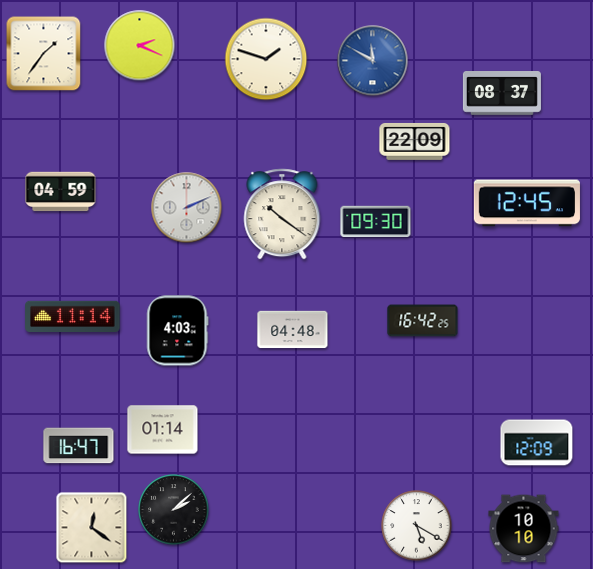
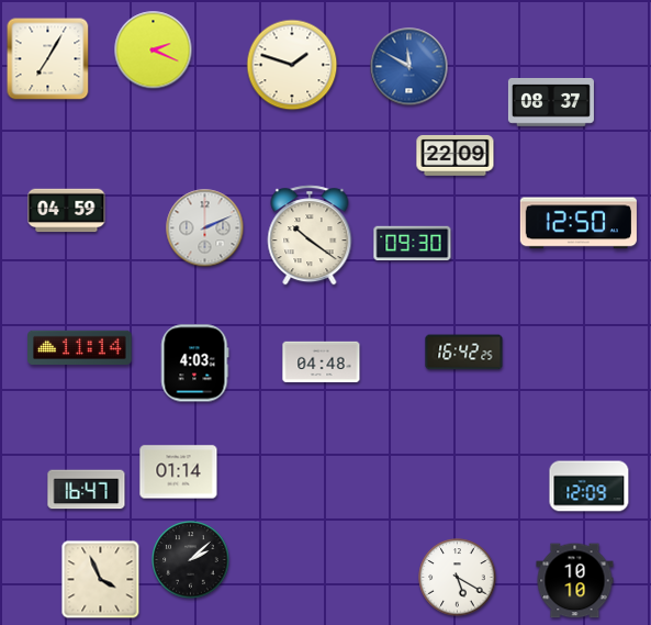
clock at (44, 54): 1:36 -> 7:05
clock at (527, 203): 12:45 -> 12:50
clock at (92, 528): 12:21 -> 3:56
